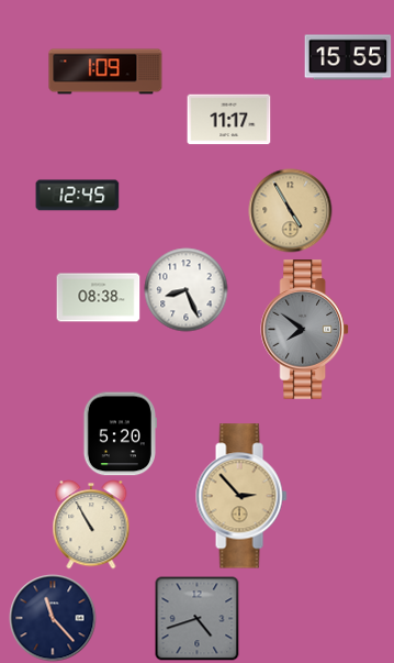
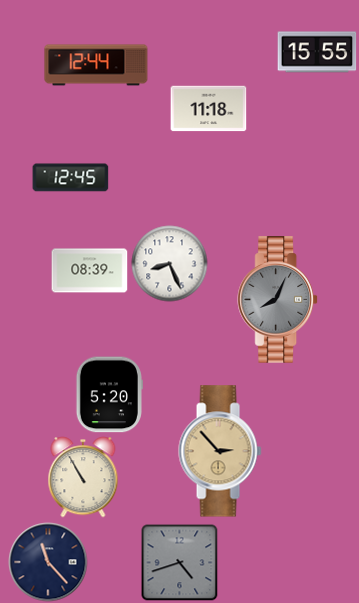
clock at (105, 71): 1:09 -> 12:44
clock at (229, 120): 11:17 -> 11:18
clock at (291, 211): 4:55 -> none
clock at (99, 298): 08:38 -> 08:39
clock at (305, 330): 7:51 -> 8:04
